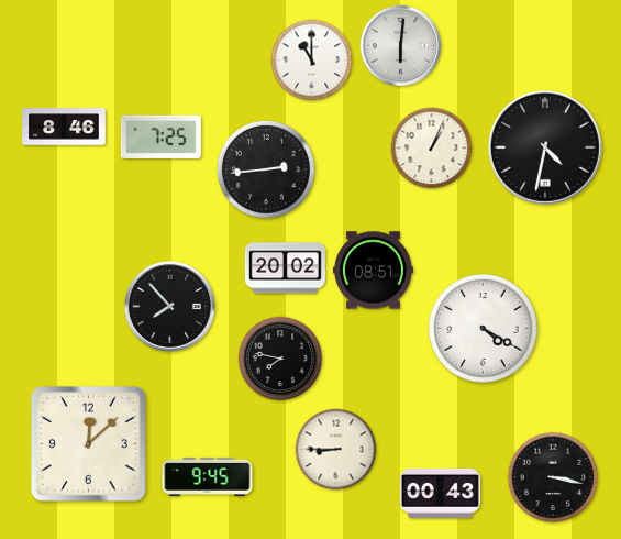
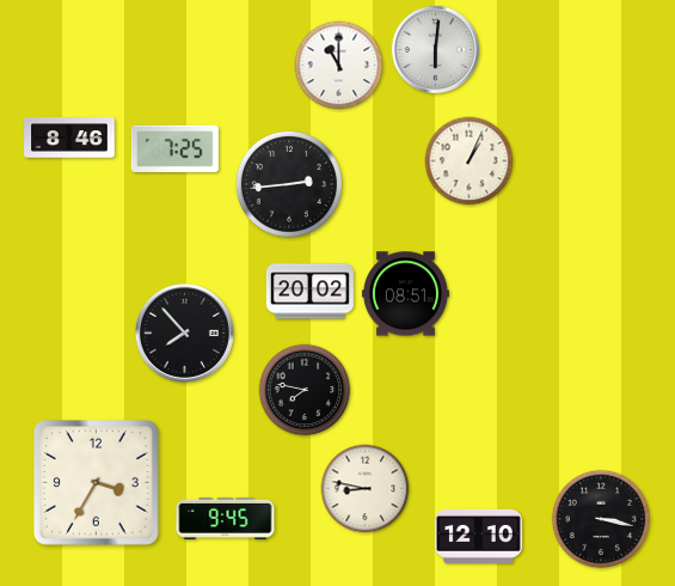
clock at (545, 147): 4:32 -> none
clock at (484, 329): 4:20 -> none
clock at (89, 444): 12:08 -> 3:35
clock at (336, 450): 8:45 -> 8:47
clock at (440, 493): 00:43 -> 12:10
